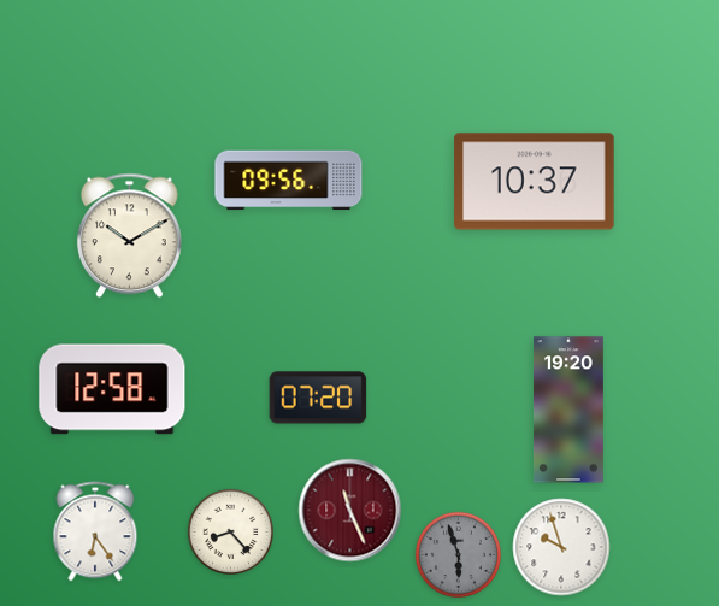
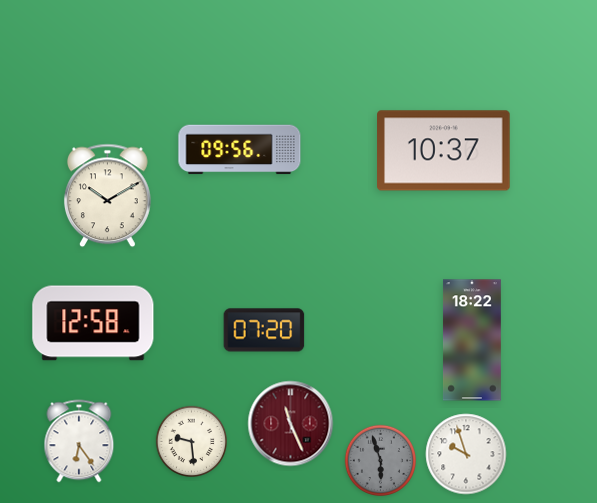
clock at (568, 410): 19:20 -> 18:22
clock at (230, 531): 8:23 -> 9:29
